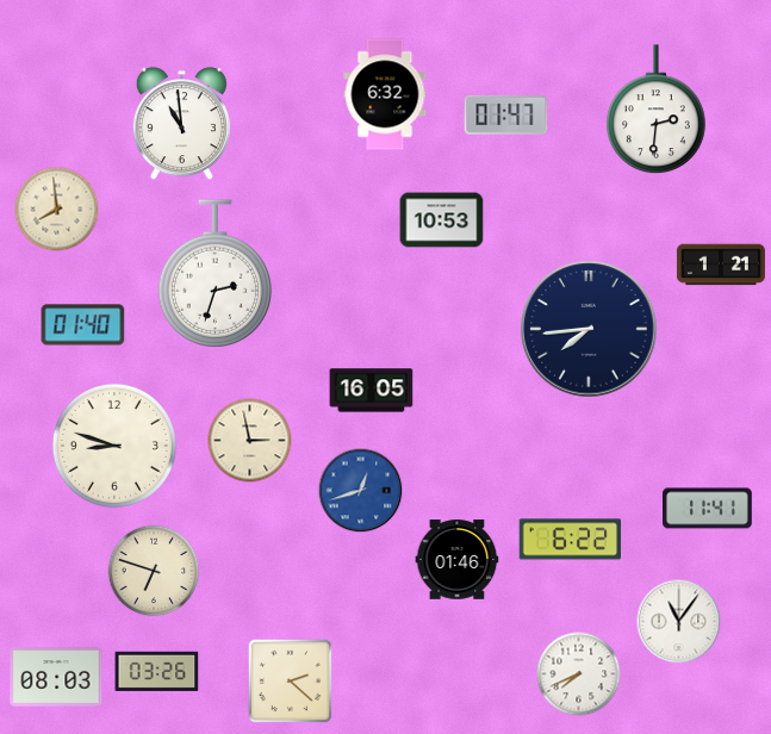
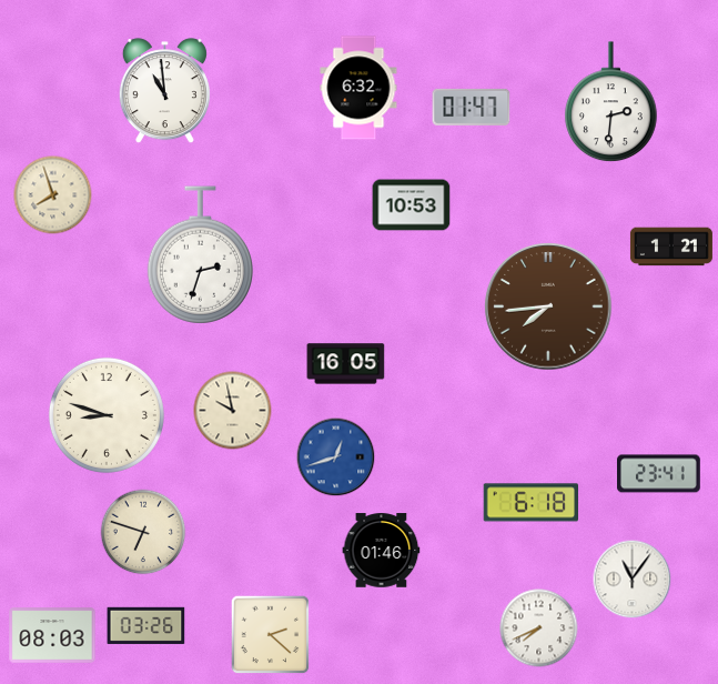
clock at (181, 124) position: (181, 124) -> (164, 91)
clock at (57, 210): 7:59 -> 7:57
clock at (83, 325): 01:40 -> none
clock at (589, 329) dial: navy -> brown
clock at (250, 441): 2:58 -> 9:58
clock at (708, 509): 11:41 -> 23:41
clock at (571, 540): 6:22 -> 6:18
clock at (458, 560) position: (458, 560) -> (382, 551)
clock at (56, 677) position: (56, 677) -> (52, 635)
